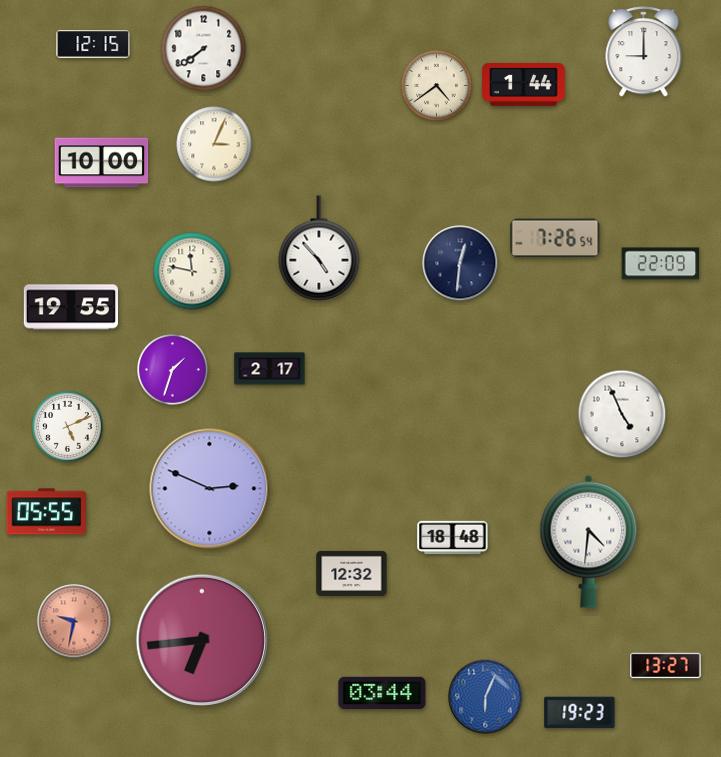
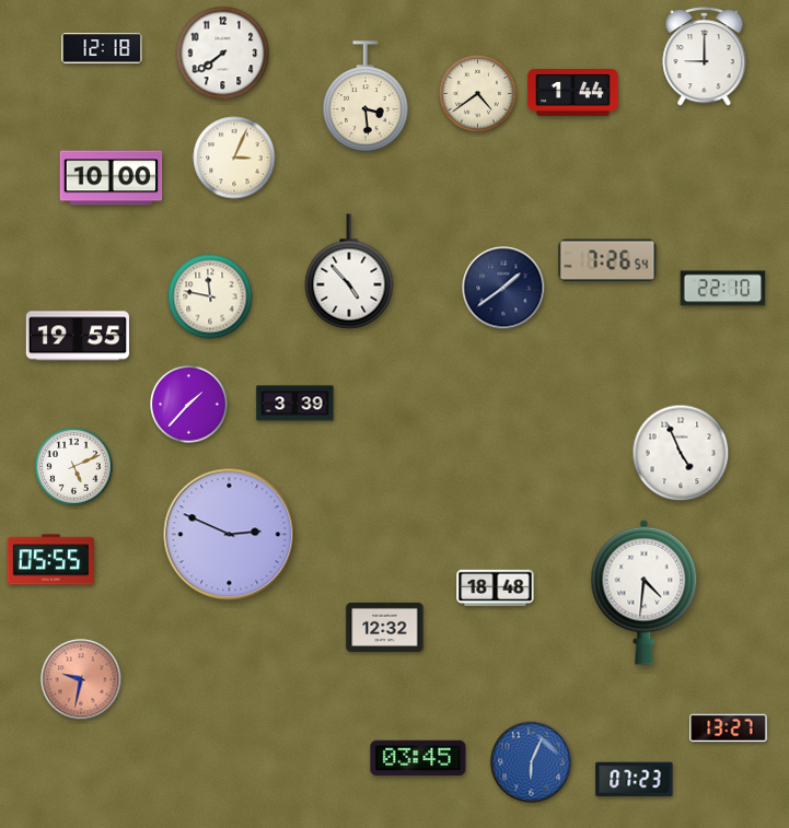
clock at (93, 44): 12:15 -> 12:18
clock at (366, 96): none -> 3:29
clock at (460, 263): 12:31 -> 1:39
clock at (661, 264): 22:09 -> 22:10
clock at (270, 369): 2:17 -> 3:39
clock at (173, 370): 1:33 -> 1:37
clock at (202, 640): 6:44 -> none
clock at (382, 693): 03:44 -> 03:45
clock at (580, 713): 19:23 -> 07:23
